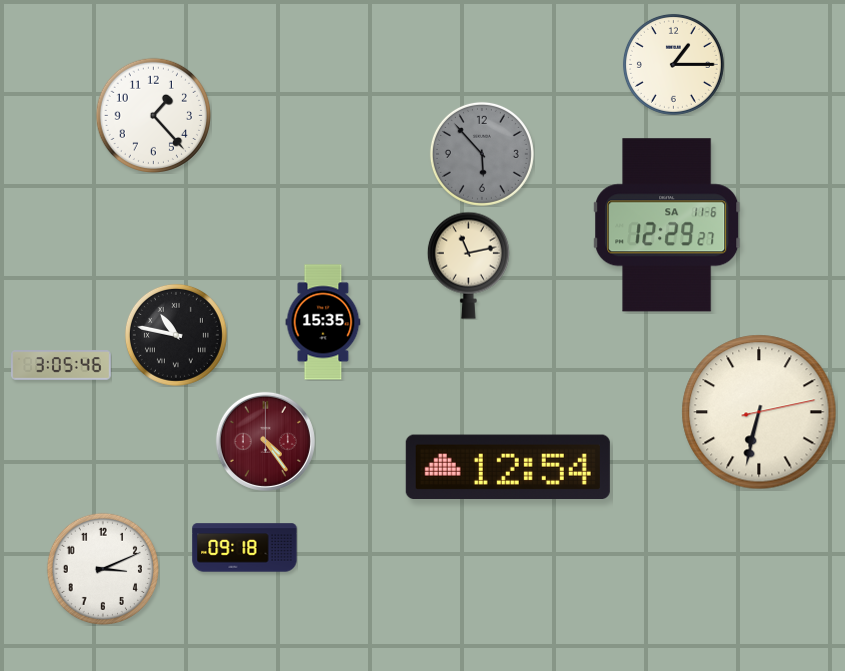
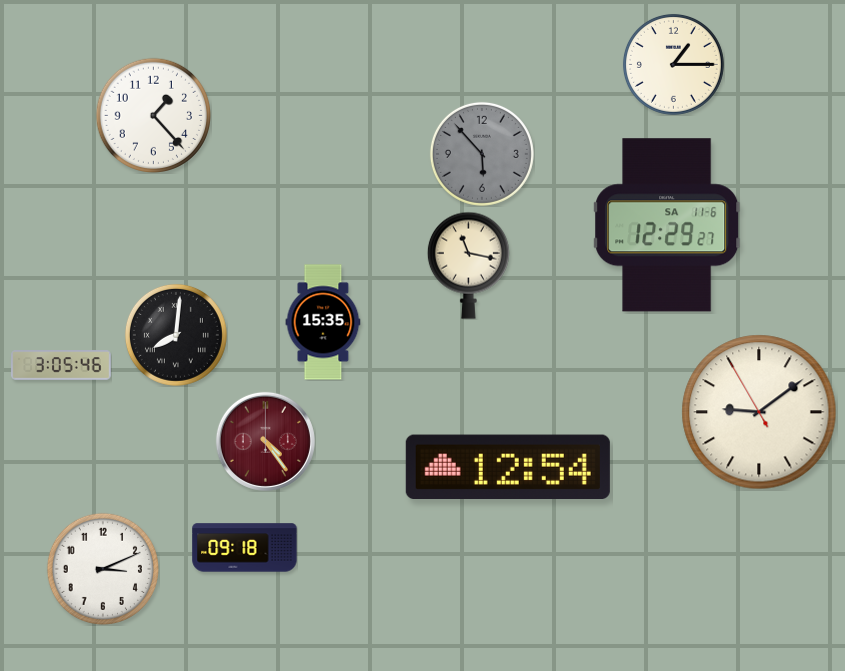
clock at (468, 265): 11:13 -> 11:17
clock at (176, 335): 10:47 -> 8:01
clock at (759, 412): 6:32 -> 9:08
